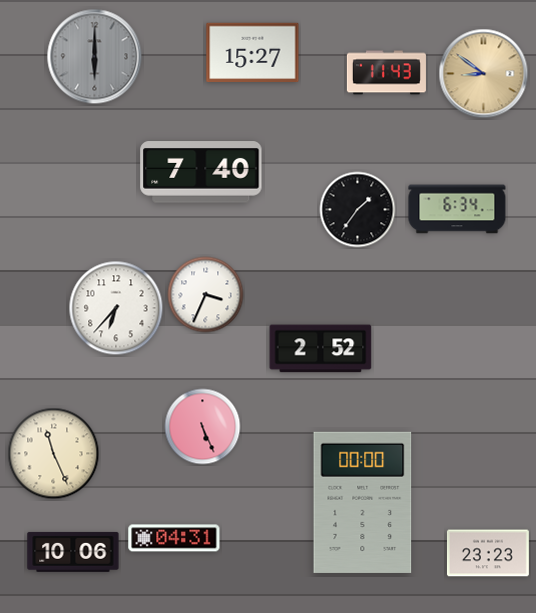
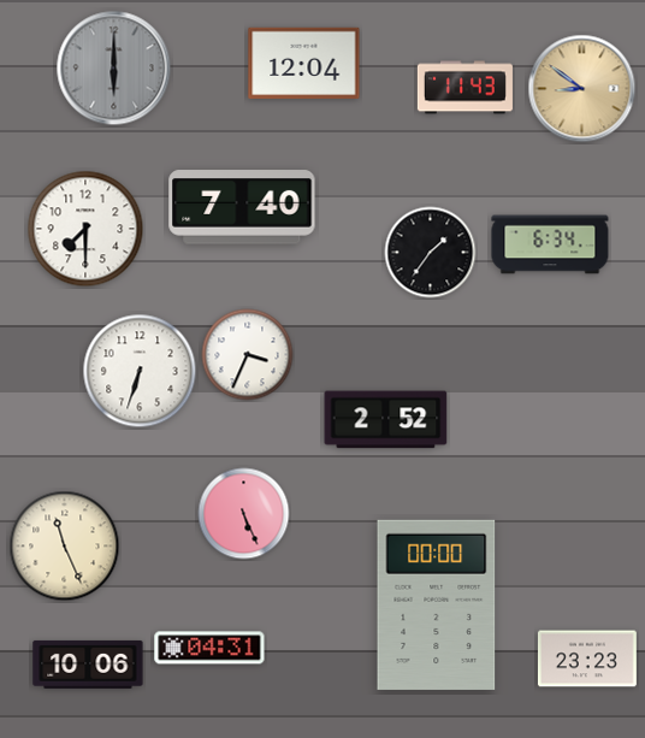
clock at (253, 52): 15:27 -> 12:04
clock at (85, 229): none -> 7:30
clock at (457, 209) position: (457, 209) -> (550, 244)
clock at (116, 308): 6:37 -> 6:33
clock at (488, 553) position: (488, 553) -> (587, 659)
